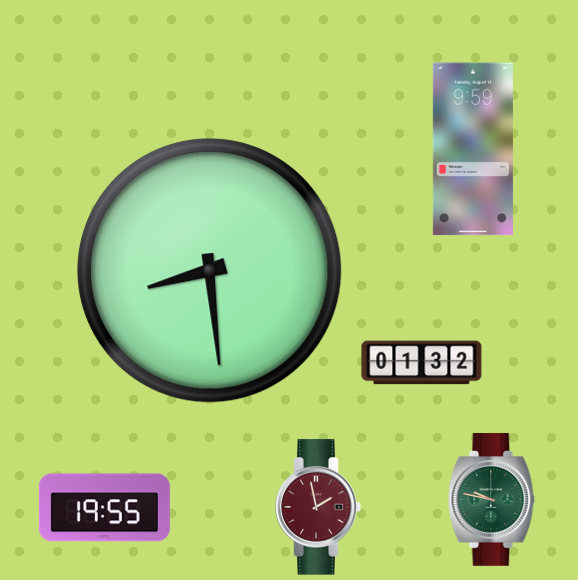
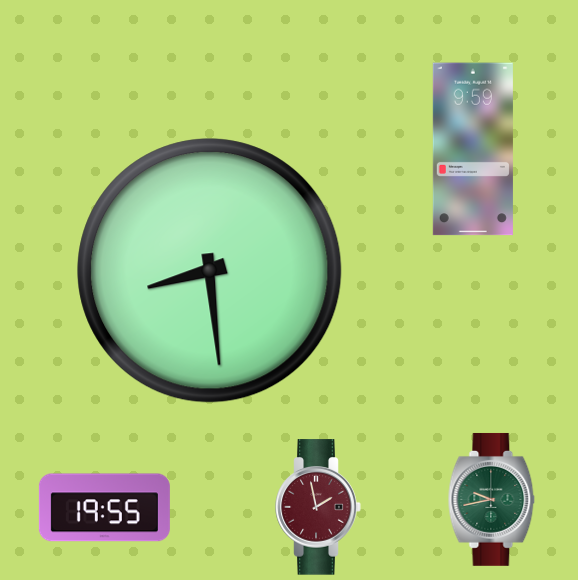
clock at (422, 363): 01:32 -> none
clock at (492, 499): 9:47 -> 9:43
